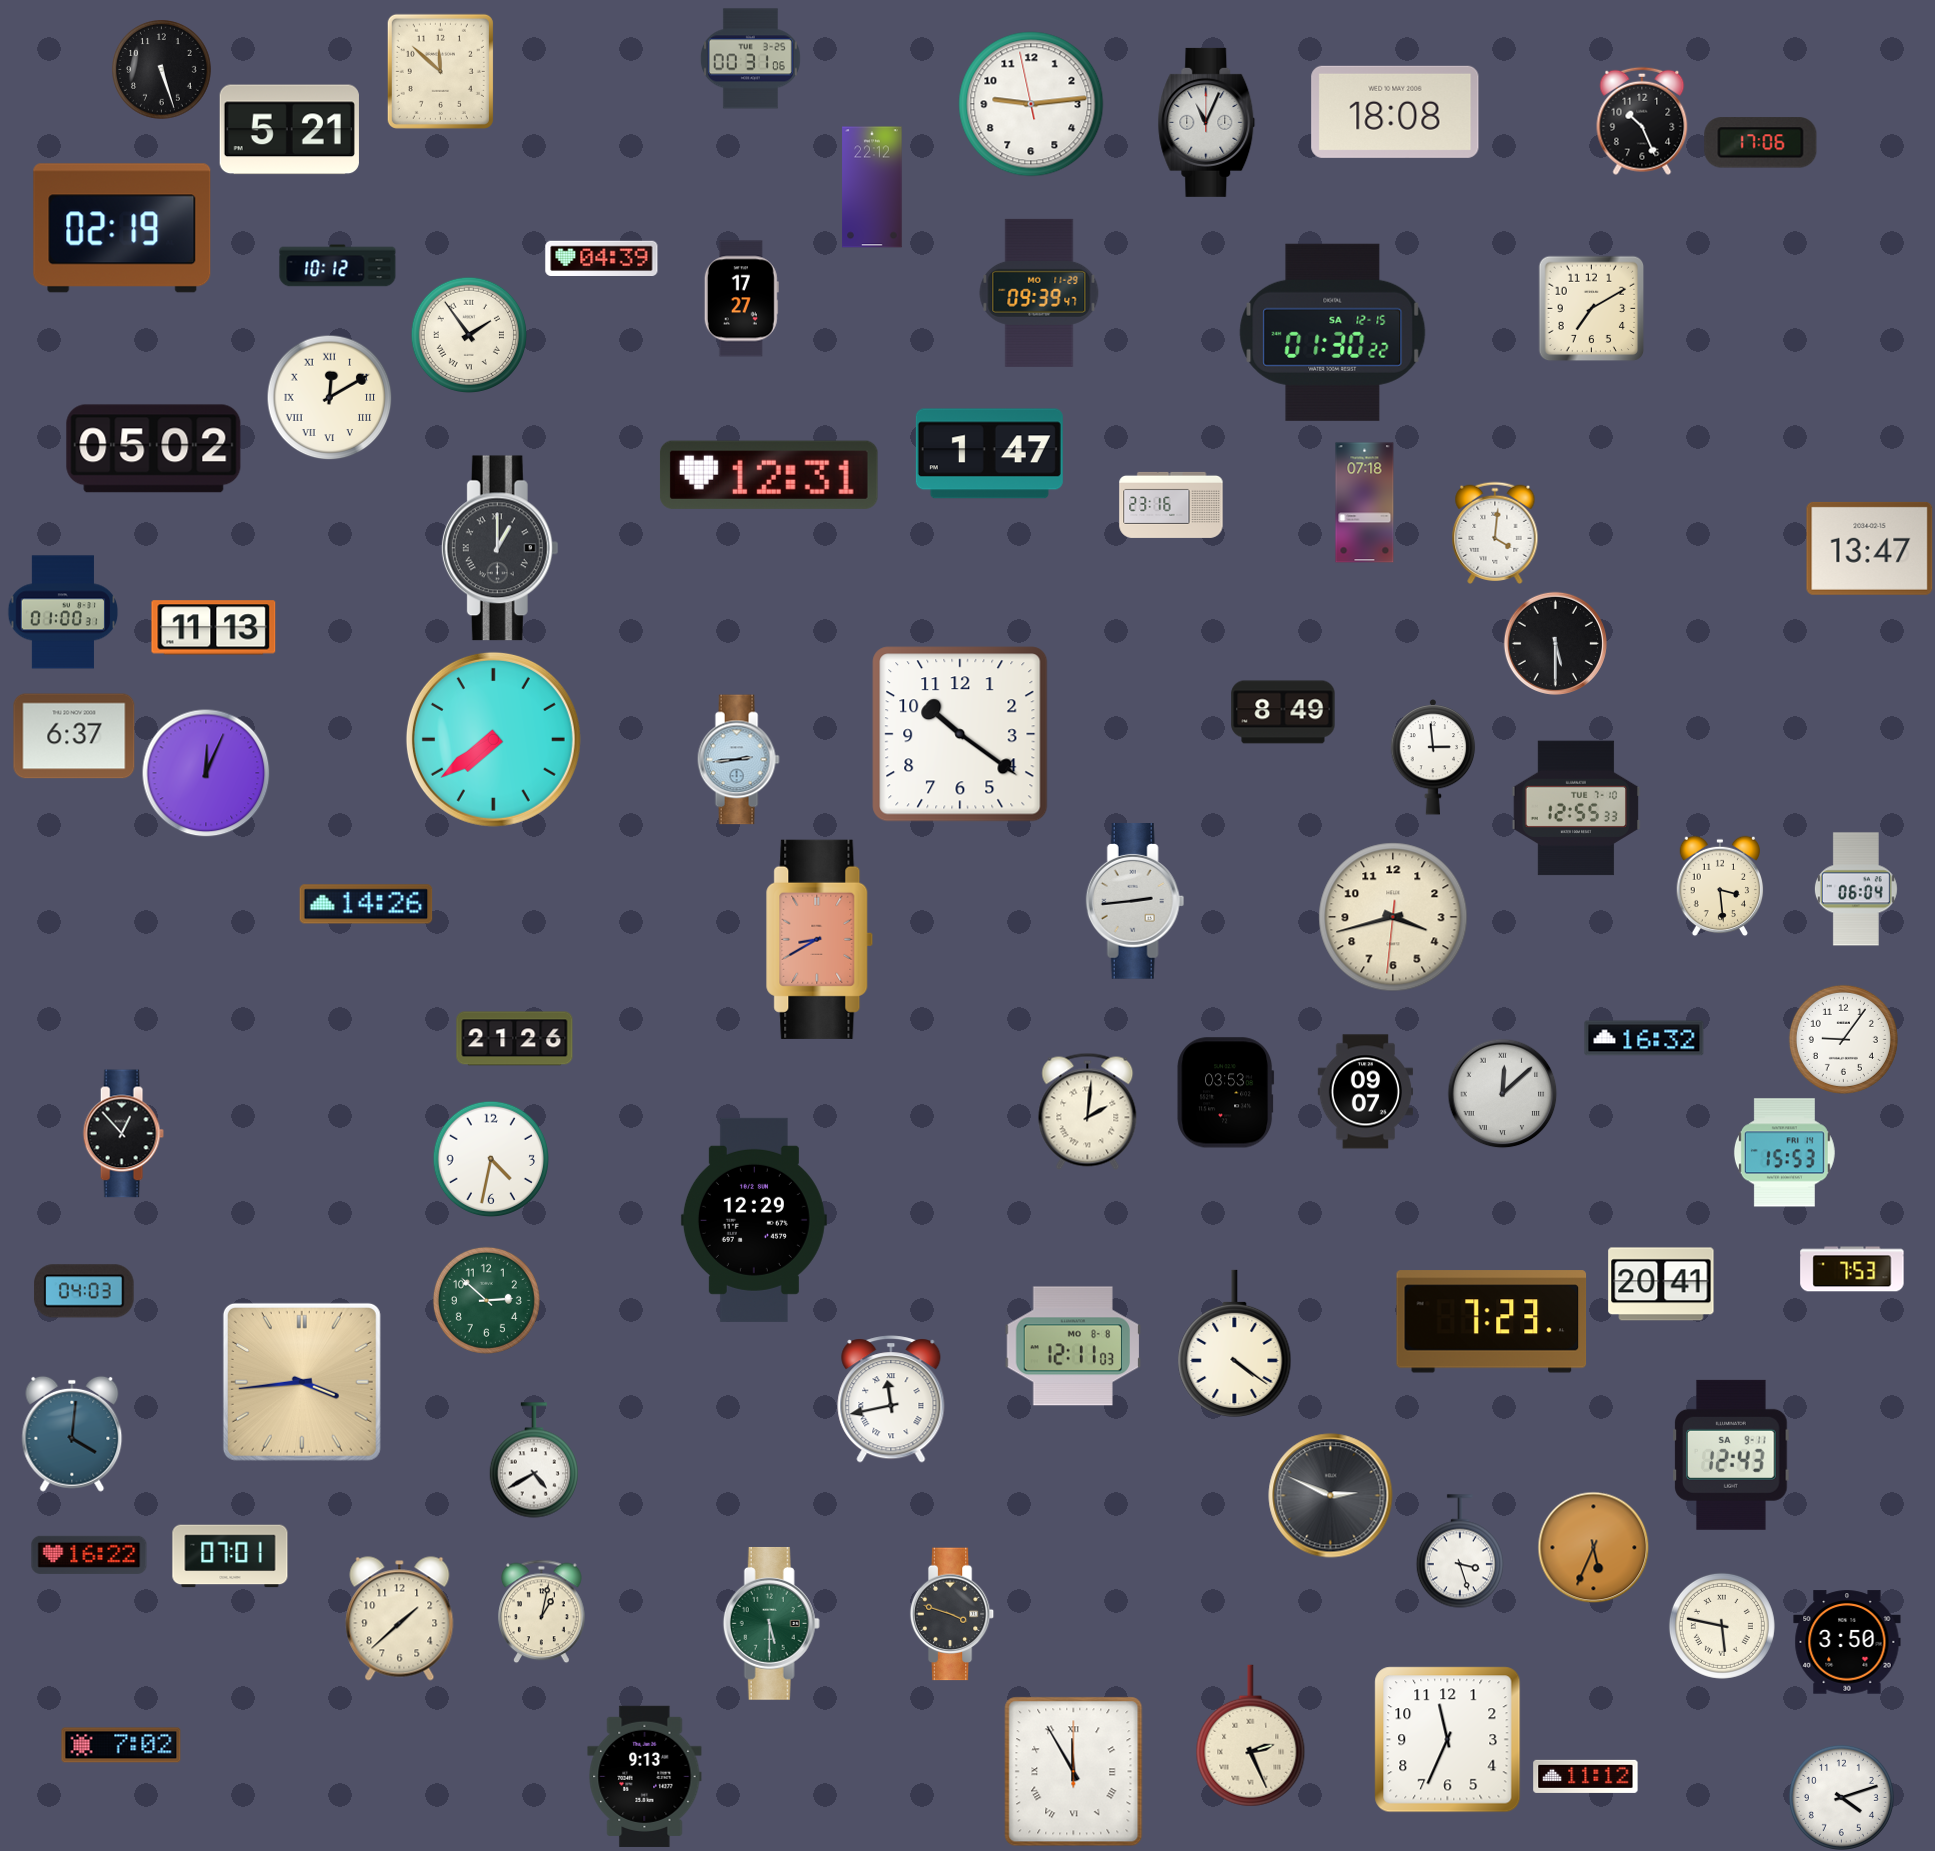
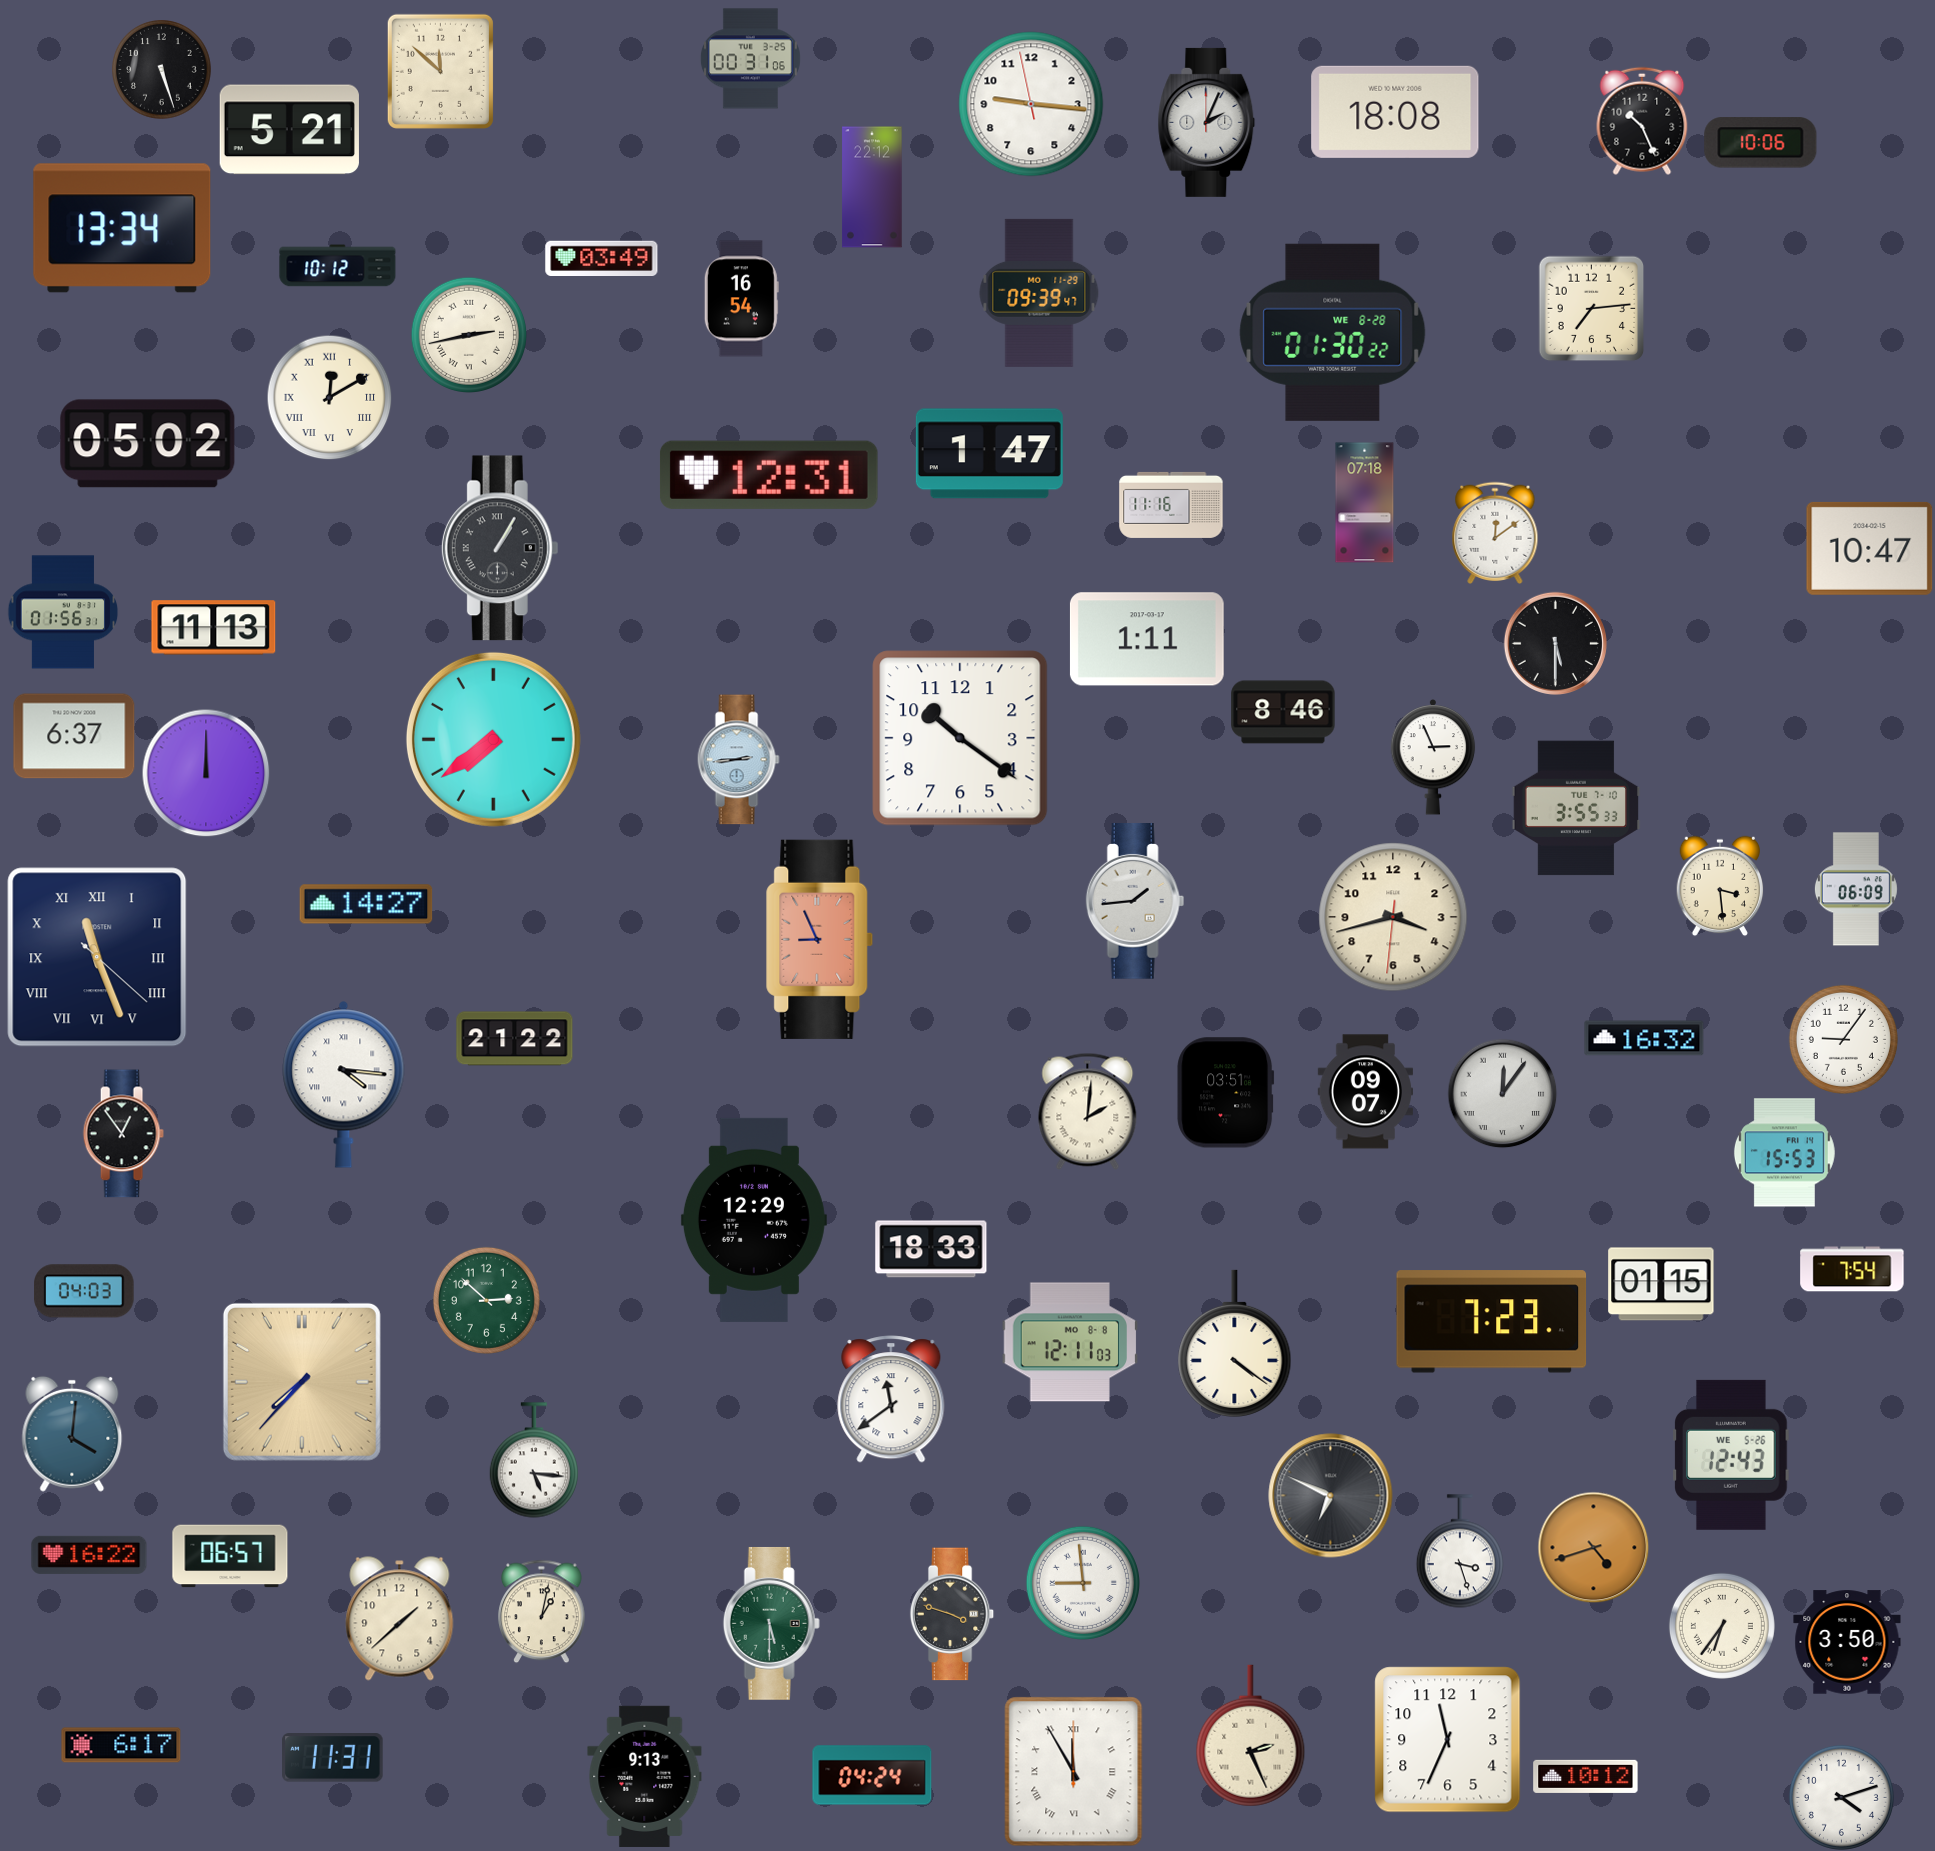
clock at (1031, 104): 9:13 -> 9:15
clock at (1207, 122): 11:04 -> 2:04
clock at (1761, 143): 17:06 -> 10:06
clock at (122, 228): 02:19 -> 13:34
clock at (602, 258): 04:39 -> 03:49
clock at (741, 299): 17:27 -> 16:54
clock at (1591, 308): 7:10 -> 7:14
clock at (1333, 332) date: SA 12-15 -> WE 8-28
clock at (468, 334): 1:54 -> 2:43
clock at (154, 449) position: (154, 449) -> (148, 444)
clock at (1171, 505): 23:16 -> 11:16
clock at (1495, 533): 4:01 -> 12:09
clock at (500, 548): 1:00 -> 1:05
clock at (1870, 548): 13:47 -> 10:47
clock at (63, 612): 01:00 -> 01:56
clock at (1147, 639): none -> 1:11
clock at (1283, 712): 8:49 -> 8:46
clock at (960, 734) position: (960, 734) -> (960, 738)
clock at (1433, 757): 2:59 -> 2:56
clock at (206, 773): 12:04 -> 12:00
clock at (1576, 808): 12:55 -> 3:55
clock at (1856, 889): 06:04 -> 06:09
clock at (1135, 902): 2:44 -> 1:44
clock at (366, 904): 14:26 -> 14:27
clock at (820, 939): 8:40 -> 8:56
clock at (97, 957): none -> 11:26
clock at (515, 1039): 21:26 -> 21:22
clock at (344, 1084): none -> 4:16
clock at (1226, 1093): 03:53 -> 03:51
clock at (1502, 1093): 12:08 -> 12:06
clock at (123, 1134): 12:53 -> 12:54
clock at (490, 1158): 4:32 -> none
clock at (931, 1249): none -> 18:33
clock at (1852, 1269): 7:53 -> 7:54
clock at (1661, 1284): 20:41 -> 01:15
clock at (1073, 1346) position: (1073, 1346) -> (1070, 1342)
clock at (302, 1382): 3:44 -> 7:37
clock at (891, 1399): 11:43 -> 11:39
clock at (1731, 1455) date: SA 9-11 -> WE 5-26
clock at (534, 1460): 4:40 -> 5:16
clock at (1331, 1496): 2:49 -> 6:49
clock at (1593, 1547): 5:34 -> 4:42
clock at (230, 1556): 07:01 -> 06:57
clock at (1083, 1583): none -> 8:59
clock at (1722, 1626): 5:47 -> 6:36
clock at (121, 1745): 7:02 -> 6:17
clock at (333, 1758): none -> 11:31
clock at (872, 1775): none -> 04:24
clock at (1586, 1776): 11:12 -> 10:12
